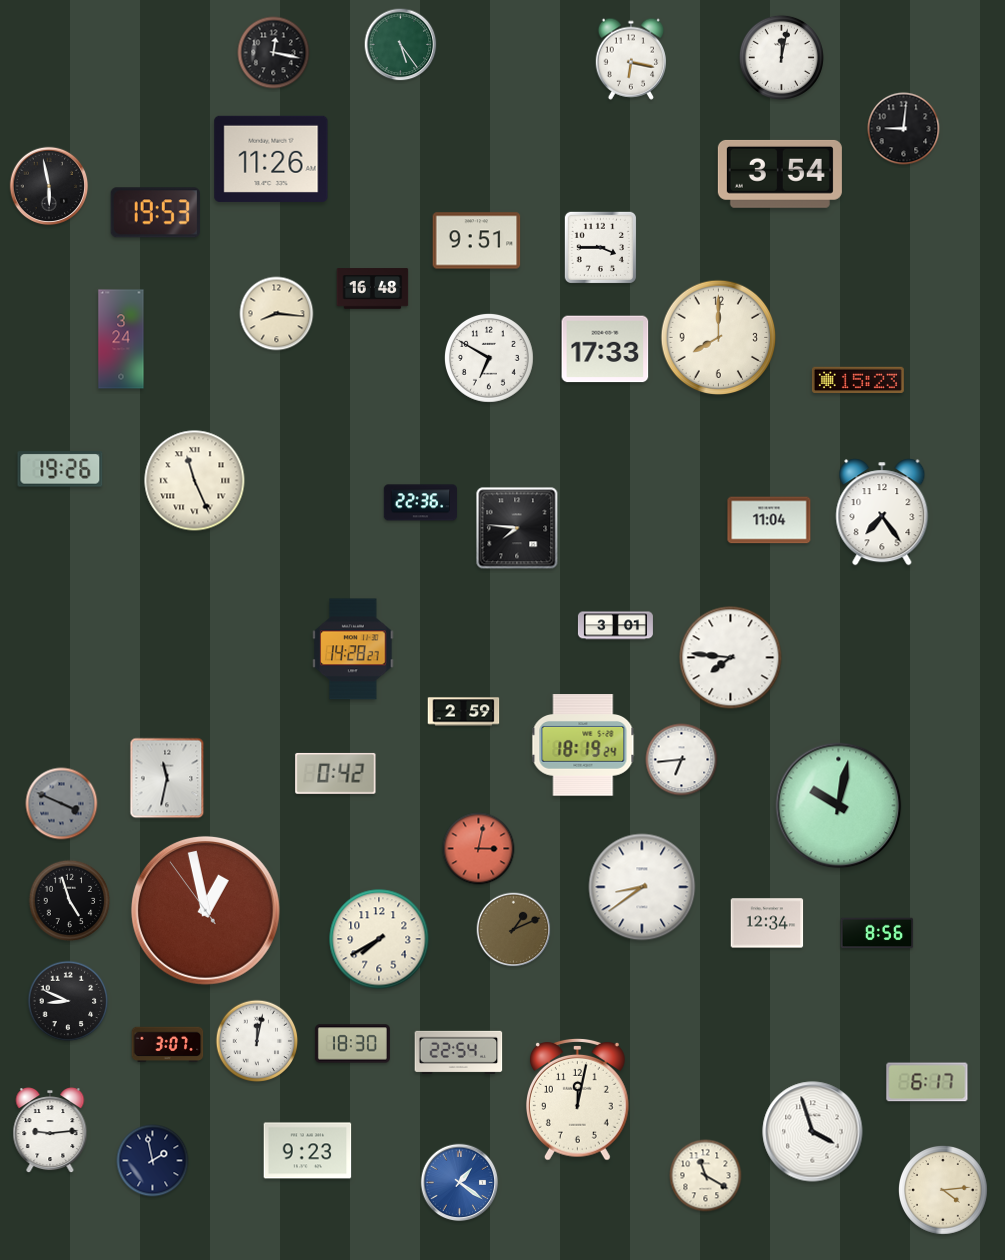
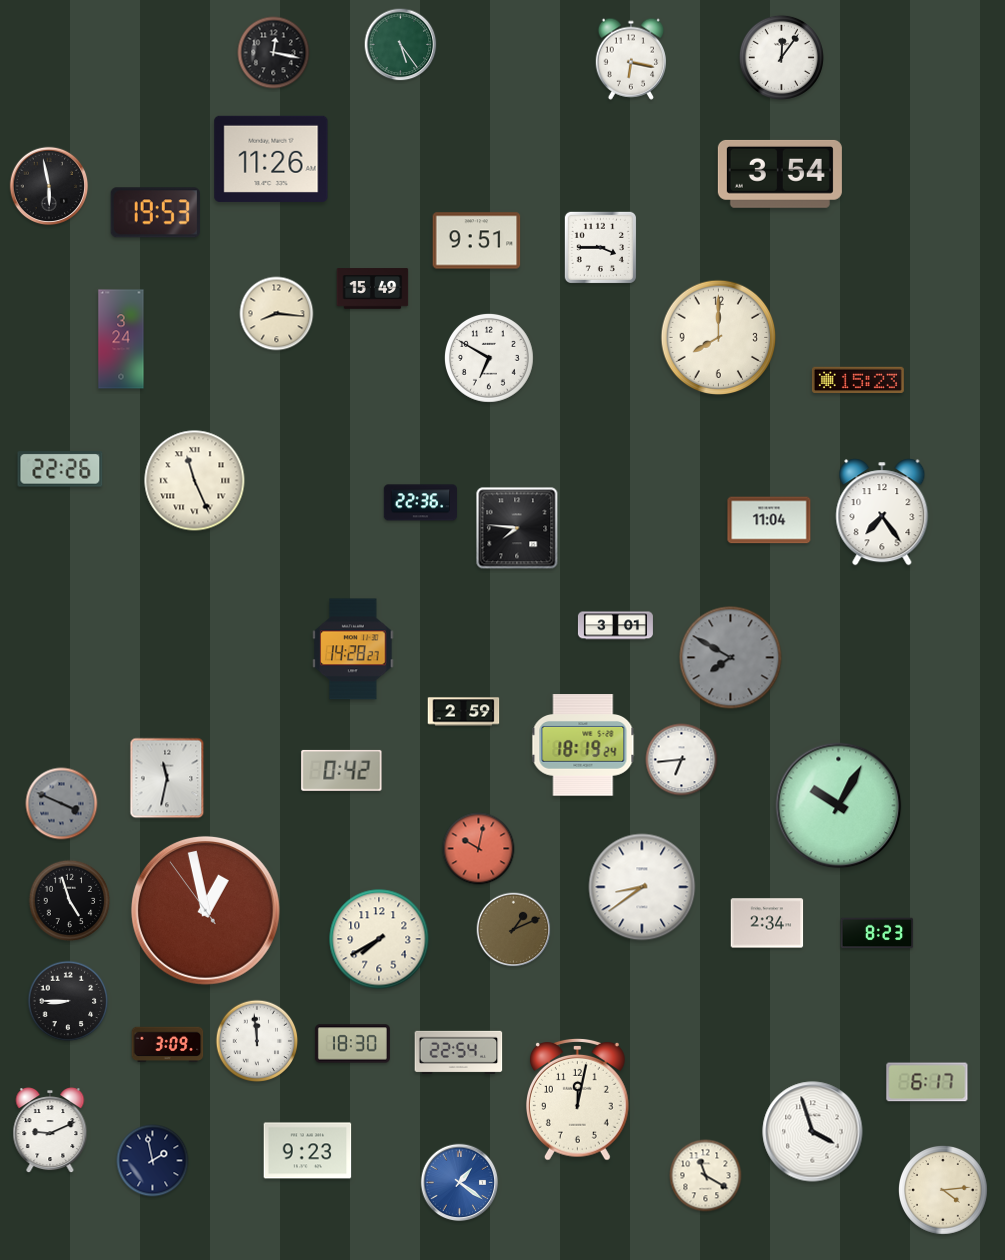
clock at (781, 57): 12:02 -> 12:06
clock at (904, 129): 9:01 -> none
clock at (373, 289): 16:48 -> 15:49
clock at (605, 349): 17:33 -> none
clock at (60, 469): 19:26 -> 22:26
clock at (731, 658): 7:46 -> 7:50
clock at (731, 658) dial: white -> grey
clock at (336, 773) position: (336, 773) -> (342, 770)
clock at (839, 806): 10:02 -> 10:05
clock at (479, 849): 3:02 -> 10:02
clock at (767, 923): 12:34 -> 2:34
clock at (877, 933): 8:56 -> 8:23
clock at (68, 1001): 8:49 -> 8:45
clock at (257, 1041): 12:02 -> 11:59
clock at (168, 1045): 3:07 -> 3:09
clock at (50, 1131): 9:14 -> 9:11
